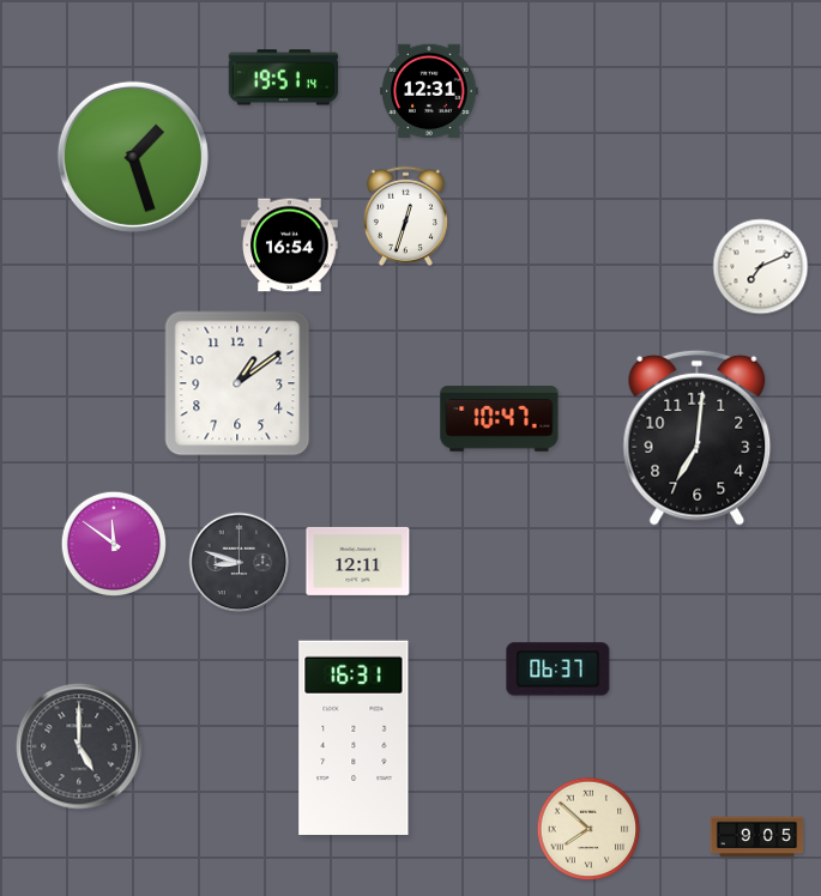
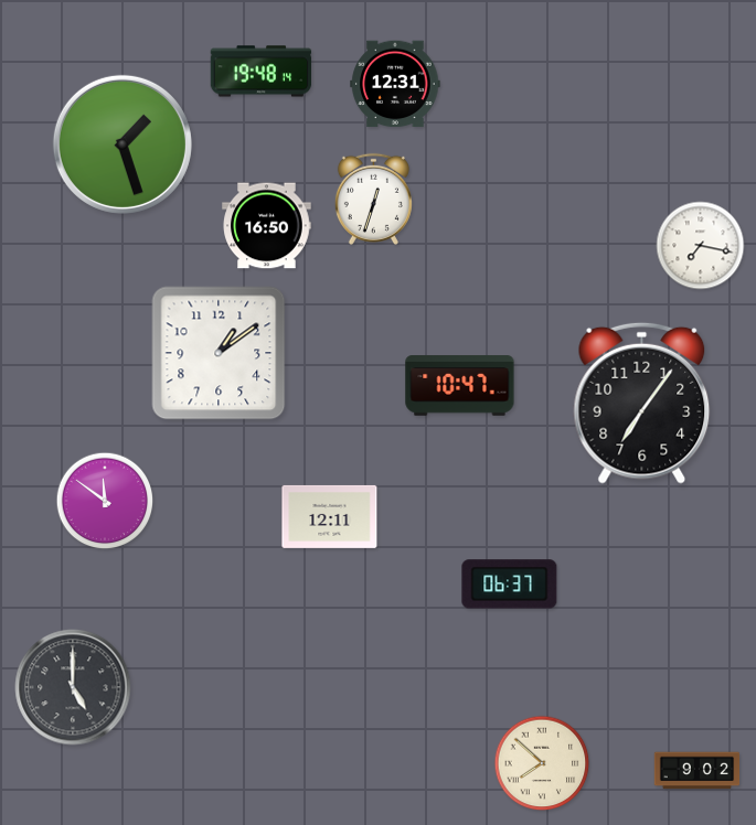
clock at (284, 78): 19:51 -> 19:48
clock at (290, 246): 16:54 -> 16:50
clock at (761, 267): 7:11 -> 7:17
clock at (698, 437): 7:01 -> 7:06
clock at (240, 563): 8:48 -> none
clock at (559, 670) position: (559, 670) -> (510, 585)
clock at (354, 737): 16:31 -> none
clock at (757, 837): 9:05 -> 9:02
